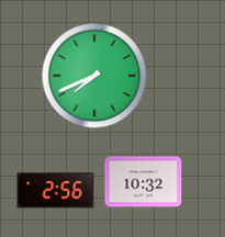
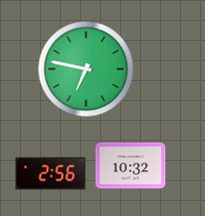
clock at (94, 76): 7:41 -> 6:47
